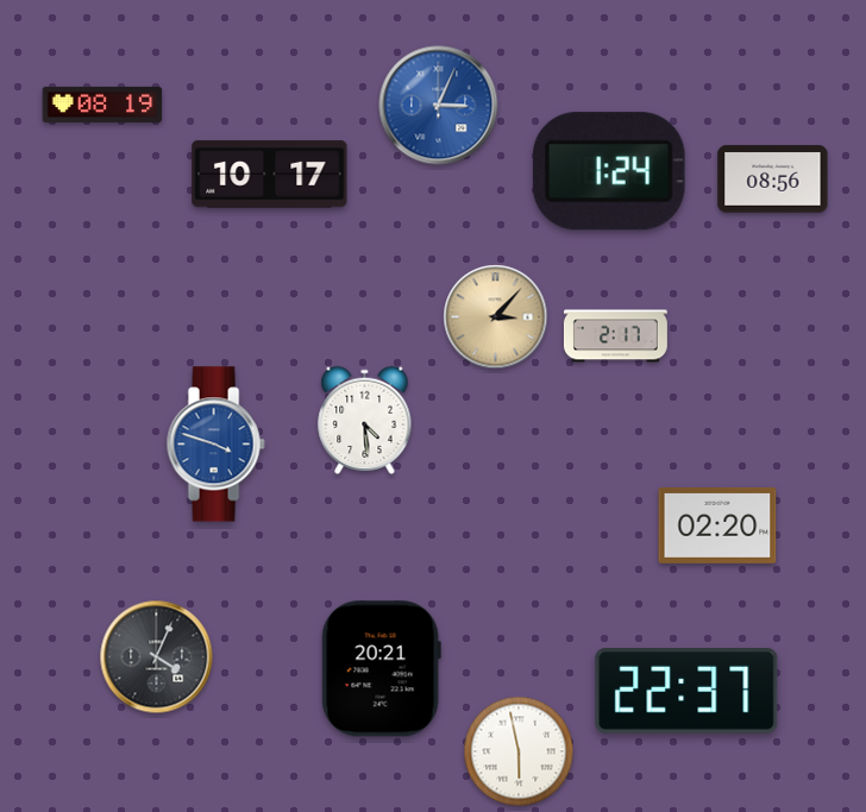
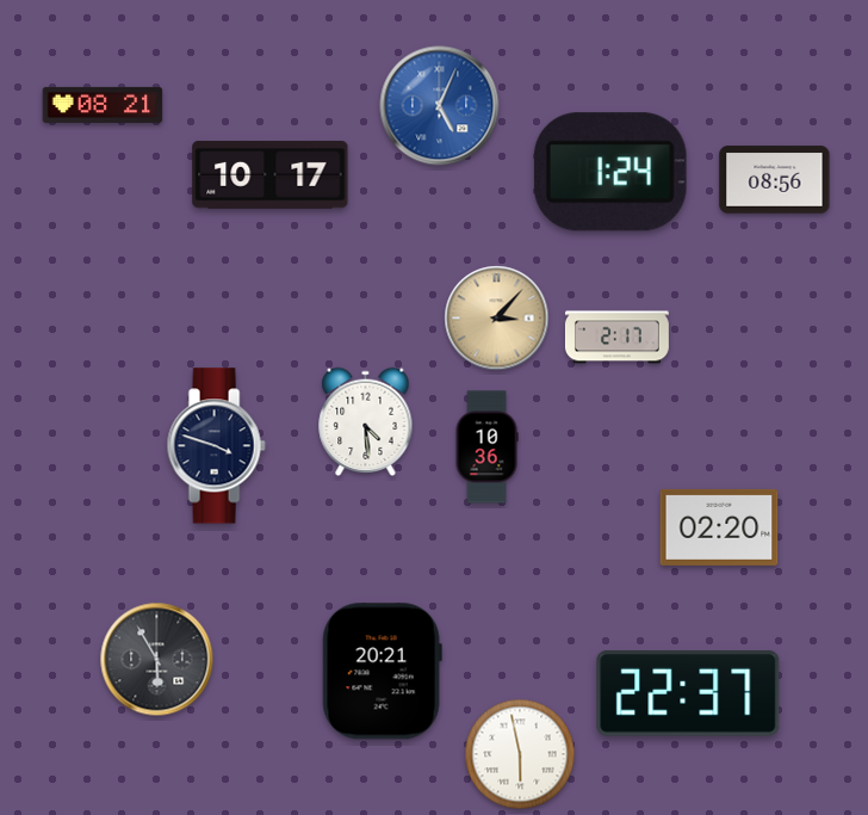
clock at (102, 105): 08:19 -> 08:21
clock at (439, 106): 3:04 -> 5:04
clock at (215, 445) dial: blue -> navy
clock at (486, 447): none -> 10:36
clock at (157, 657): 4:04 -> 5:55
